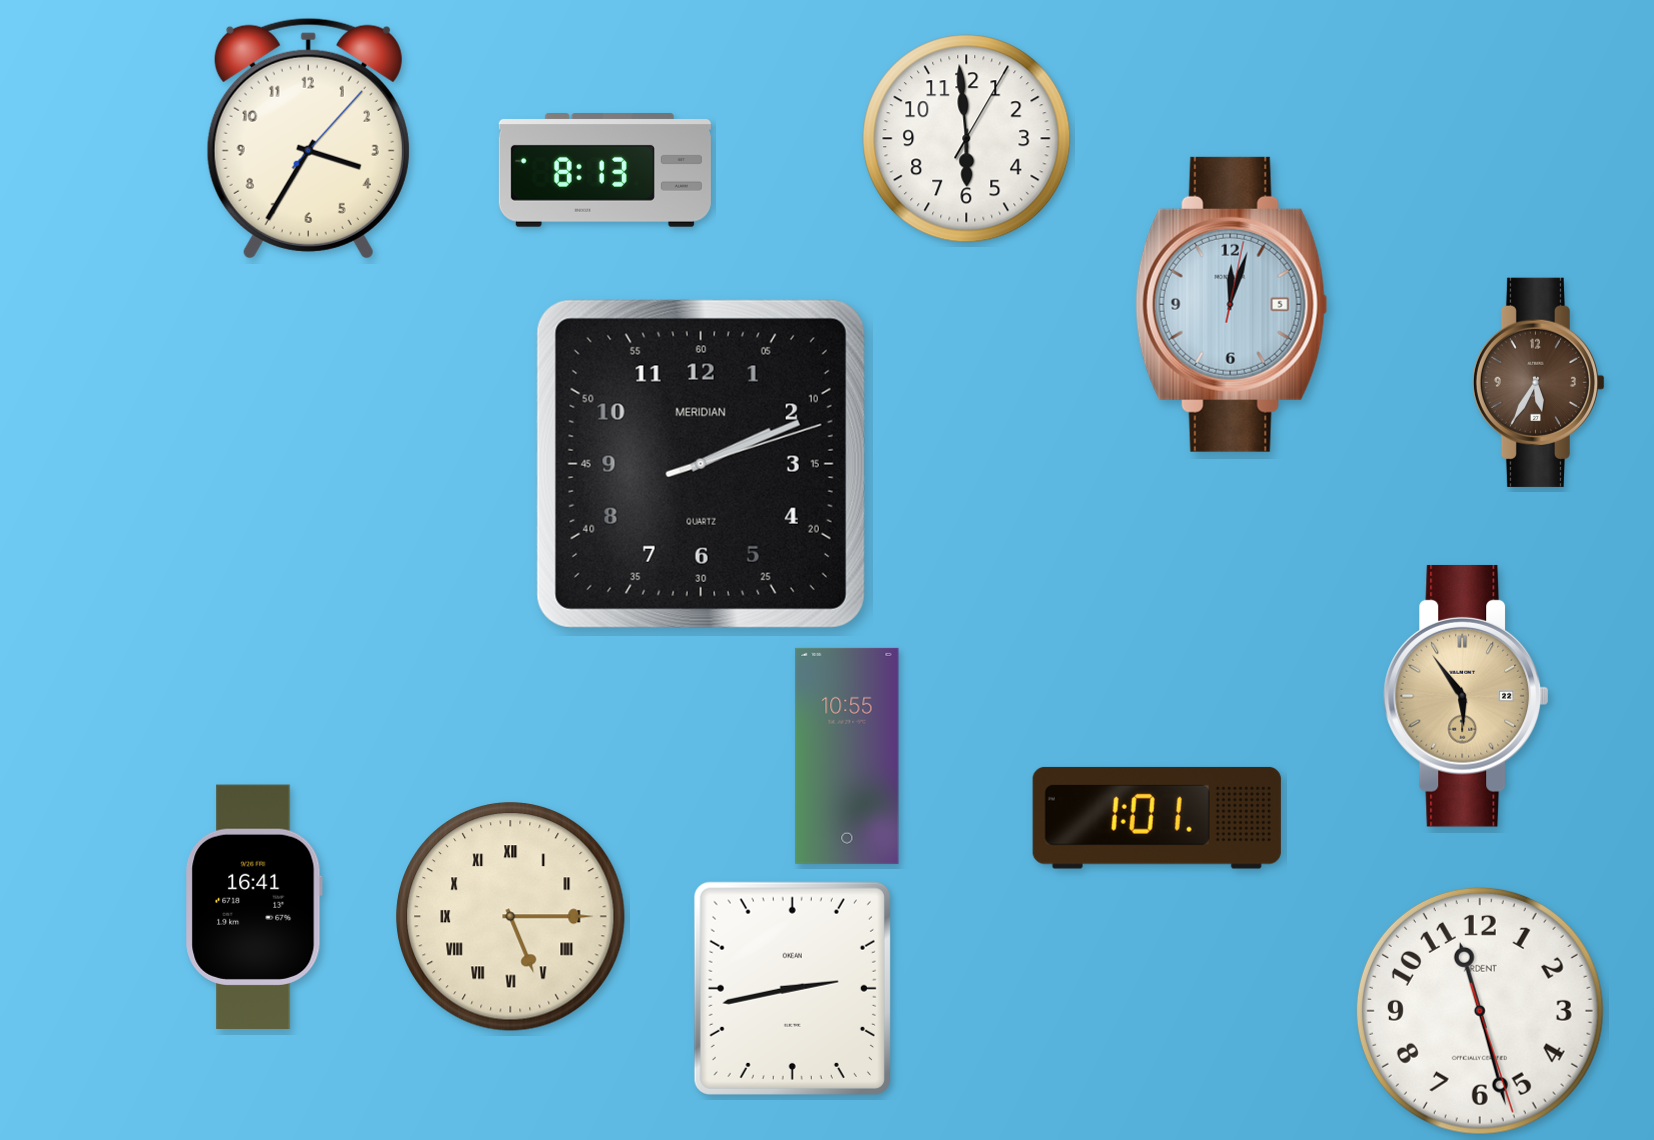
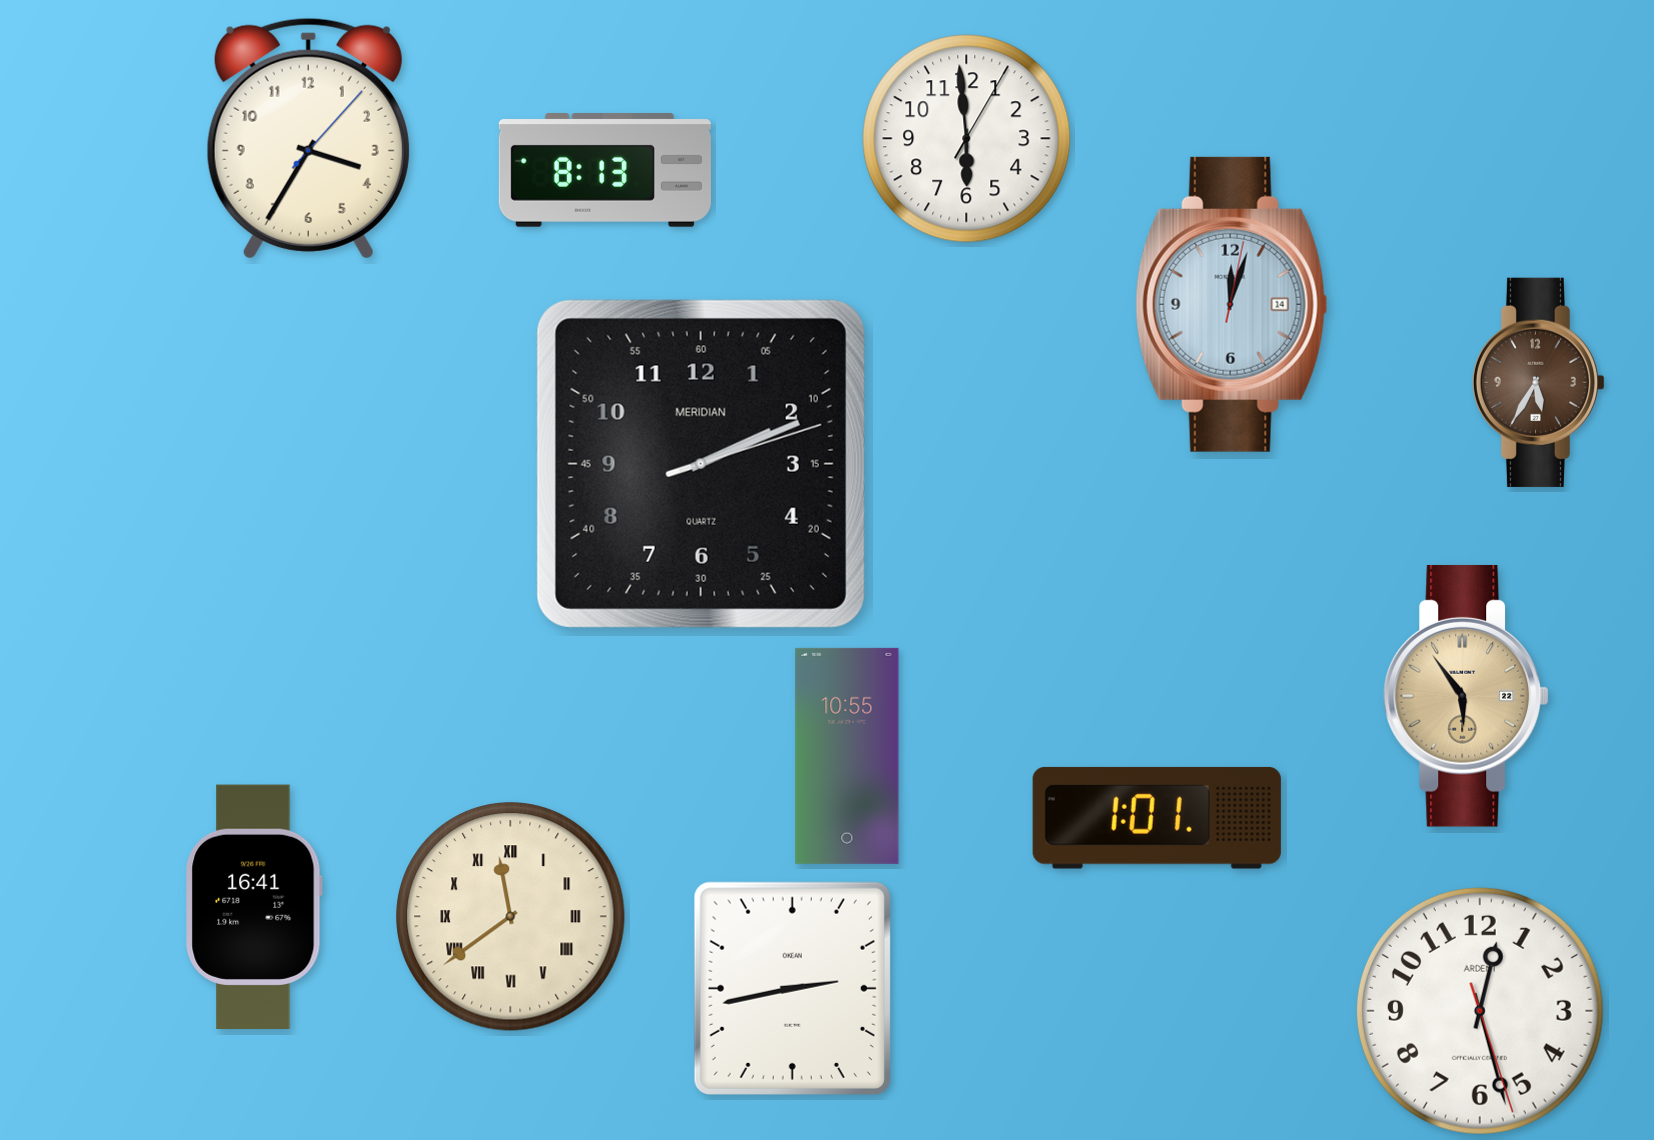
clock at (1232, 304) date: 5 -> 14
clock at (511, 917): 5:15 -> 11:39
clock at (1480, 1011): 11:27 -> 12:27
